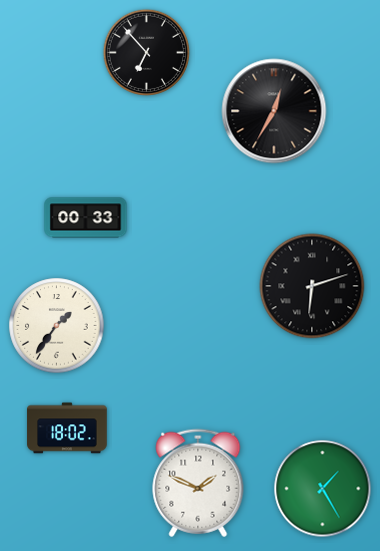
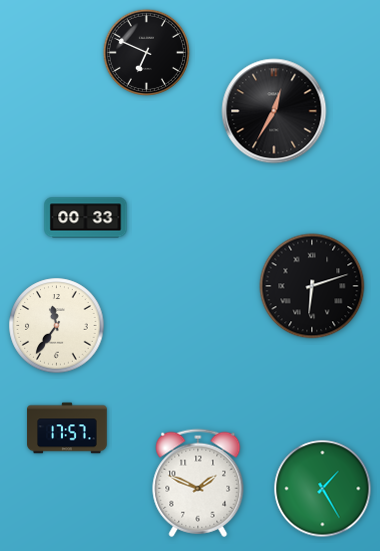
clock at (147, 53): 6:53 -> 6:49
clock at (57, 326): 1:36 -> 11:36
clock at (67, 428): 18:02 -> 17:57
